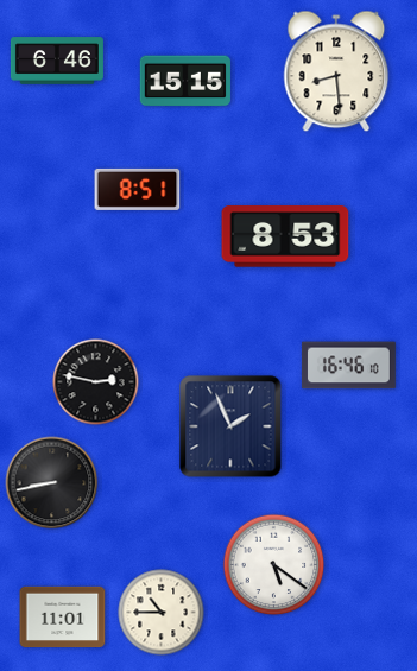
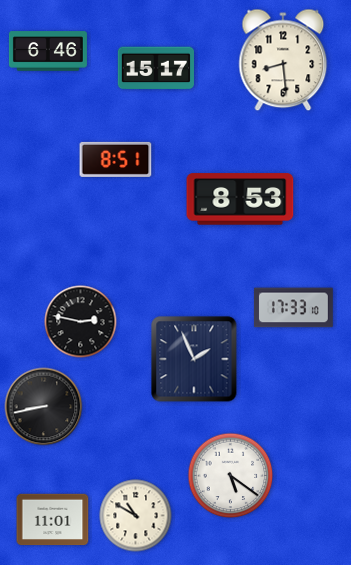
clock at (185, 81): 15:15 -> 15:17
clock at (348, 366): 16:46 -> 17:33
clock at (162, 613): 10:45 -> 10:50
